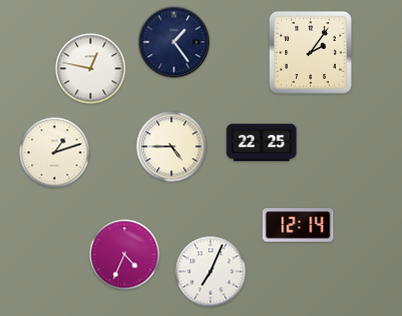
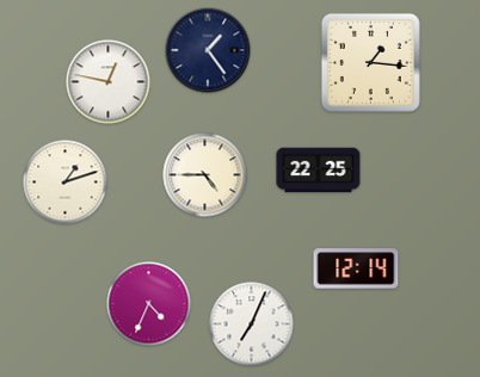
clock at (310, 52): 2:06 -> 1:16
clock at (262, 143) position: (262, 143) -> (319, 171)
